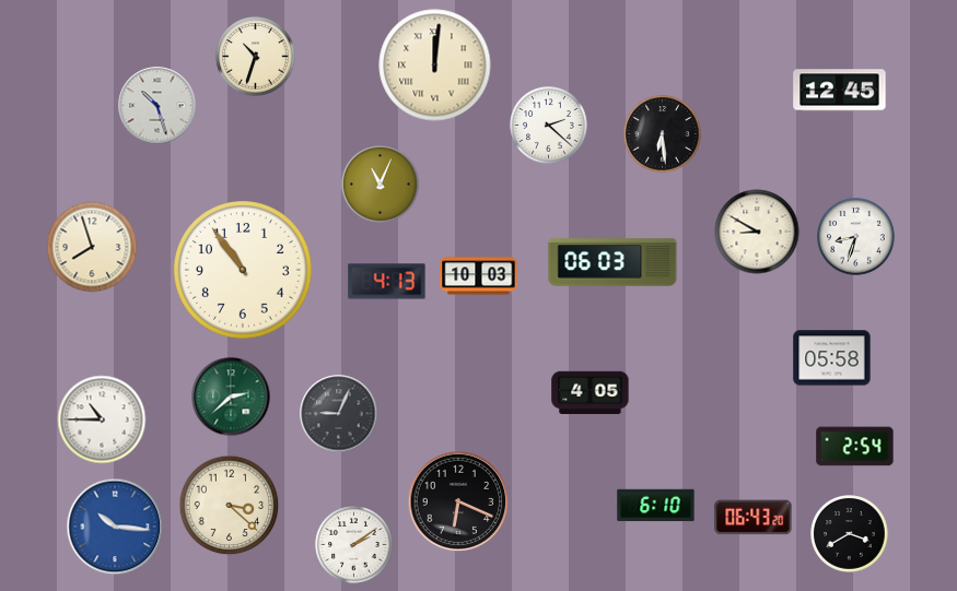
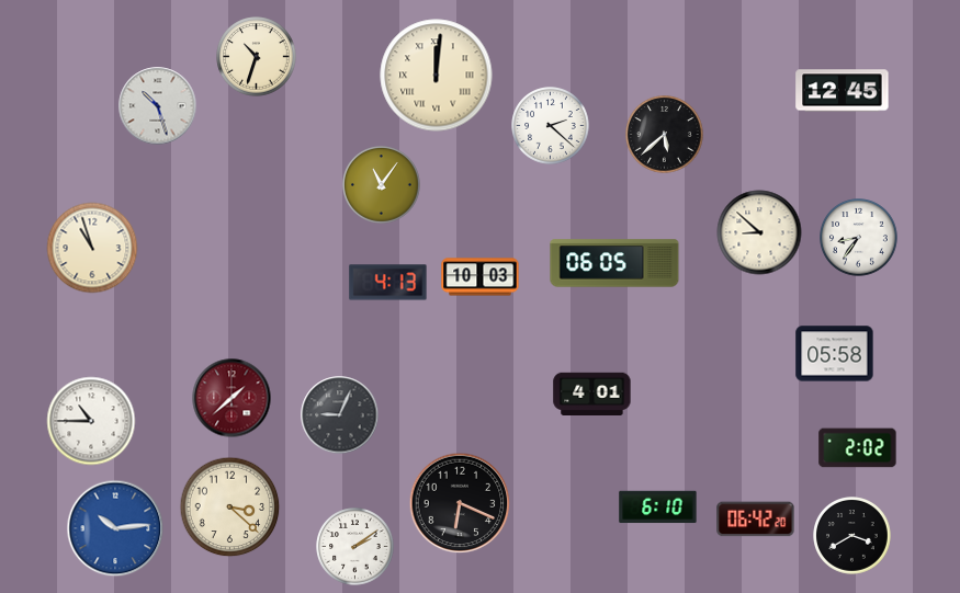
clock at (435, 66) position: (435, 66) -> (437, 76)
clock at (663, 134): 6:29 -> 5:38
clock at (381, 185): 11:04 -> 11:06
clock at (757, 232): 8:50 -> 8:52
clock at (856, 237): 8:33 -> 8:36
clock at (92, 247): 7:57 -> 10:57
clock at (612, 262): 06:03 -> 06:05
clock at (244, 271): 10:54 -> none
clock at (832, 358) position: (832, 358) -> (835, 354)
clock at (591, 392): 4:05 -> 4:01
clock at (231, 397): 2:38 -> 1:38
clock at (231, 397) dial: green -> burgundy
clock at (102, 419) position: (102, 419) -> (91, 421)
clock at (855, 447): 2:54 -> 2:02
clock at (754, 518): 06:43 -> 06:42
clock at (115, 527): 10:16 -> 10:14
